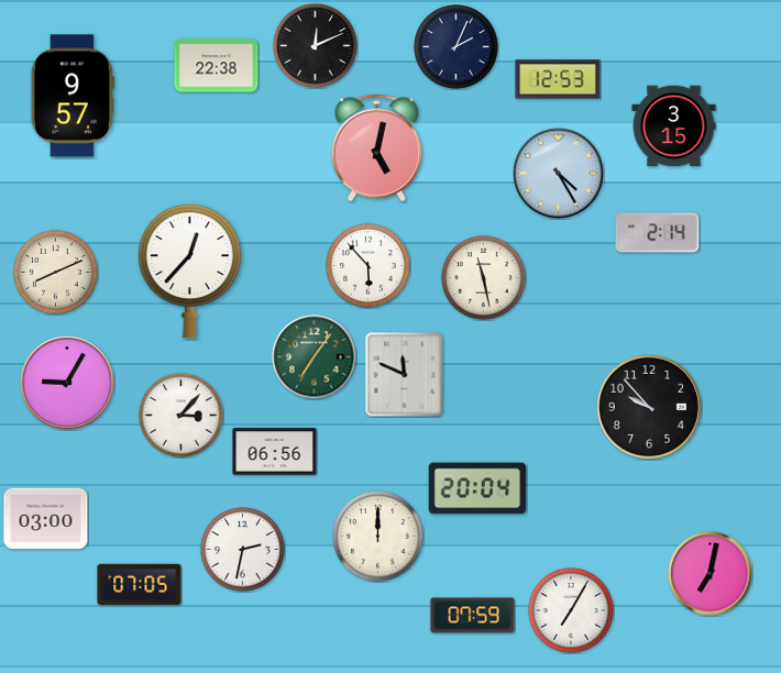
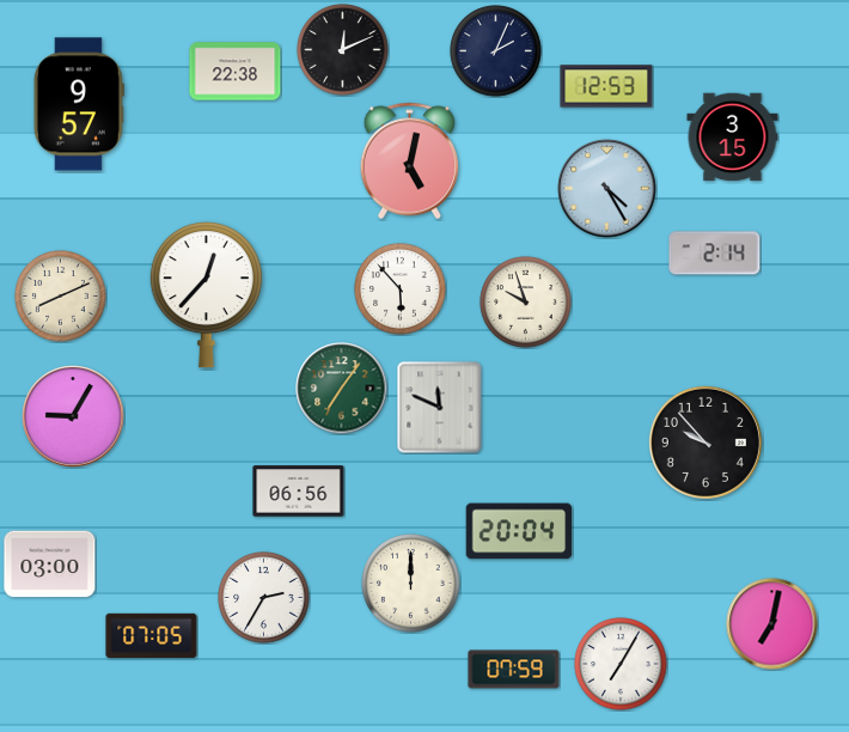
clock at (484, 278): 11:28 -> 9:57
clock at (182, 416): 3:07 -> none
clock at (243, 550): 2:32 -> 2:35
